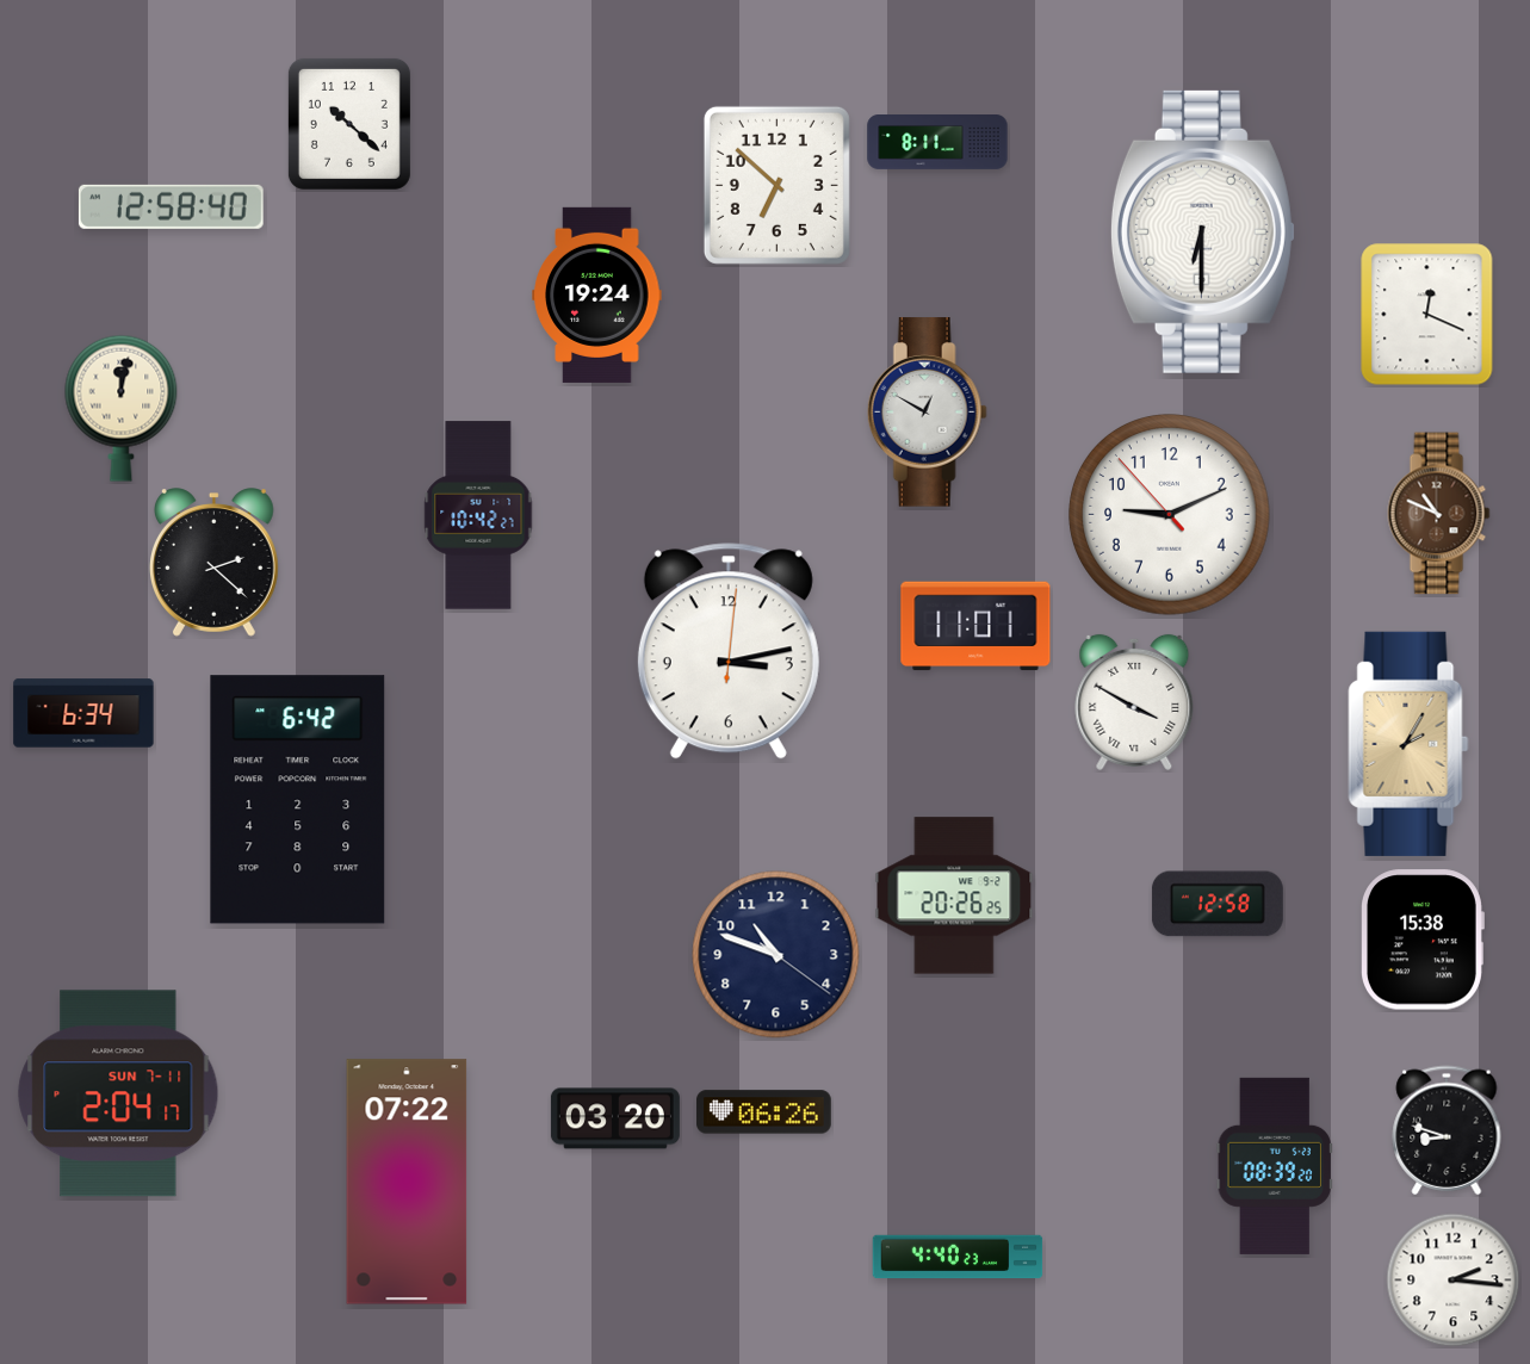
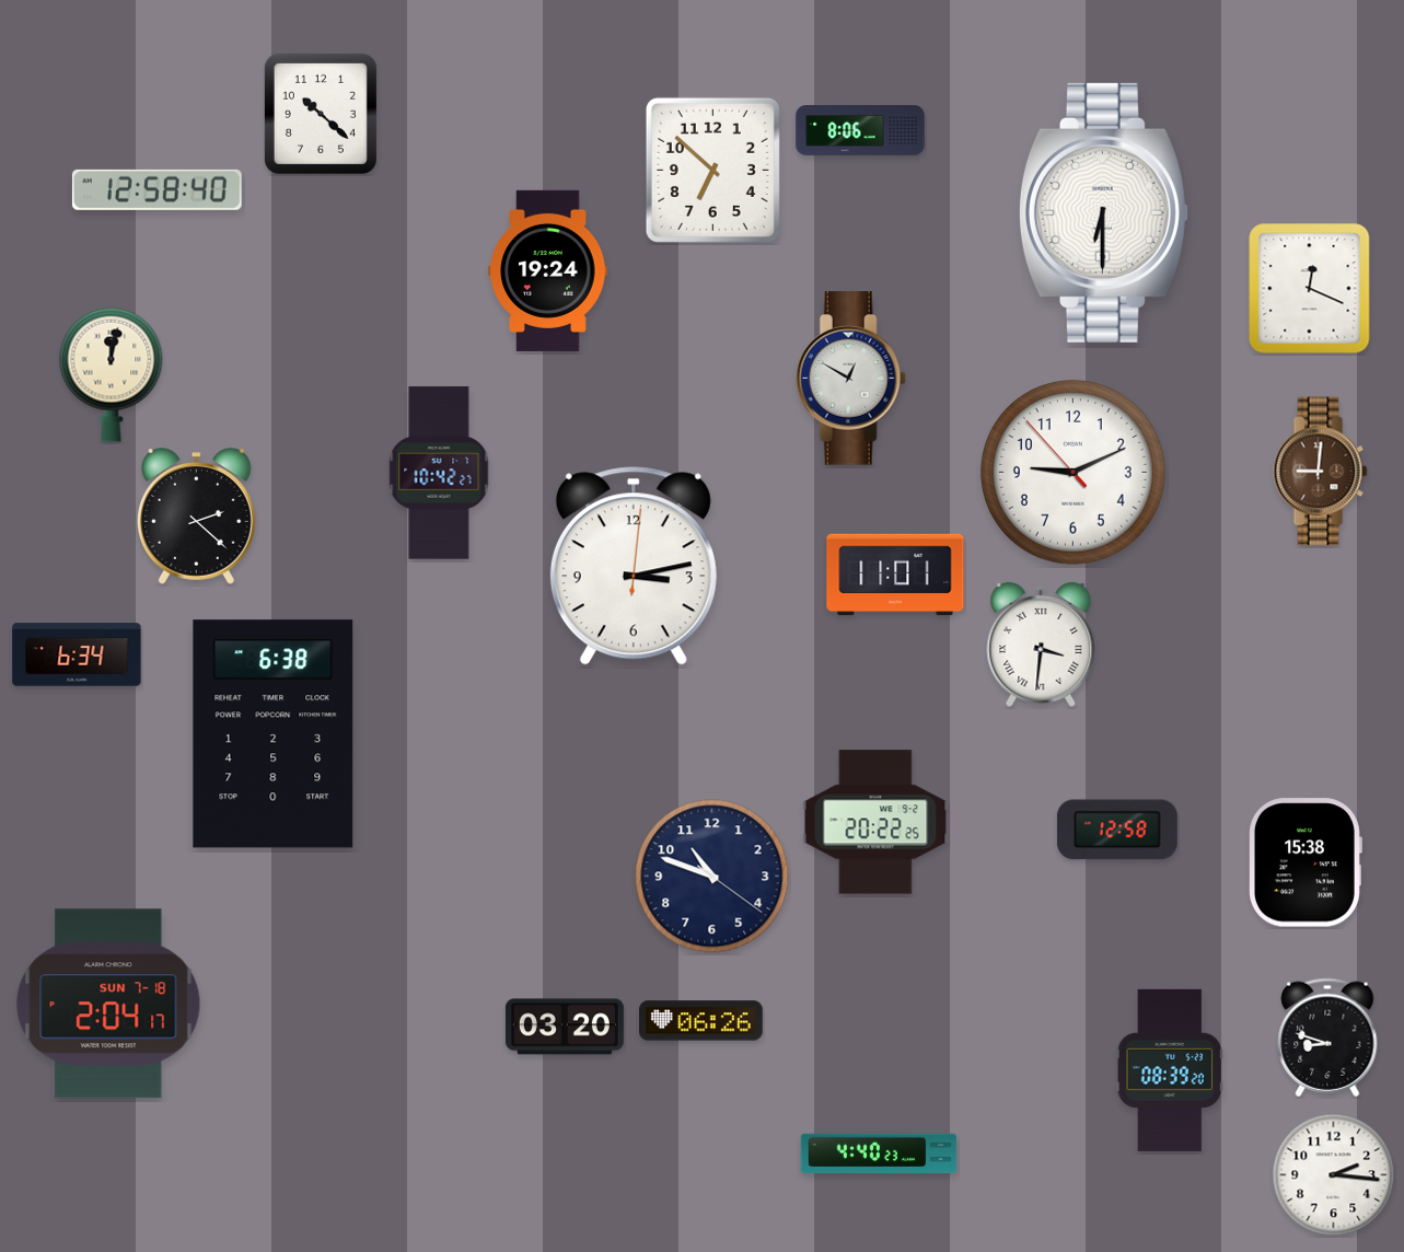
clock at (937, 142): 8:11 -> 8:06
clock at (1439, 514): 10:49 -> 9:01
clock at (729, 651) position: (729, 651) -> (634, 566)
clock at (1134, 702): 3:50 -> 3:31
clock at (1408, 744): 2:05 -> none
clock at (298, 800): 6:42 -> 6:38
clock at (954, 895): 20:26 -> 20:22
clock at (118, 1093) date: SUN 7-11 -> SUN 7-18
clock at (407, 1182): 07:22 -> none
